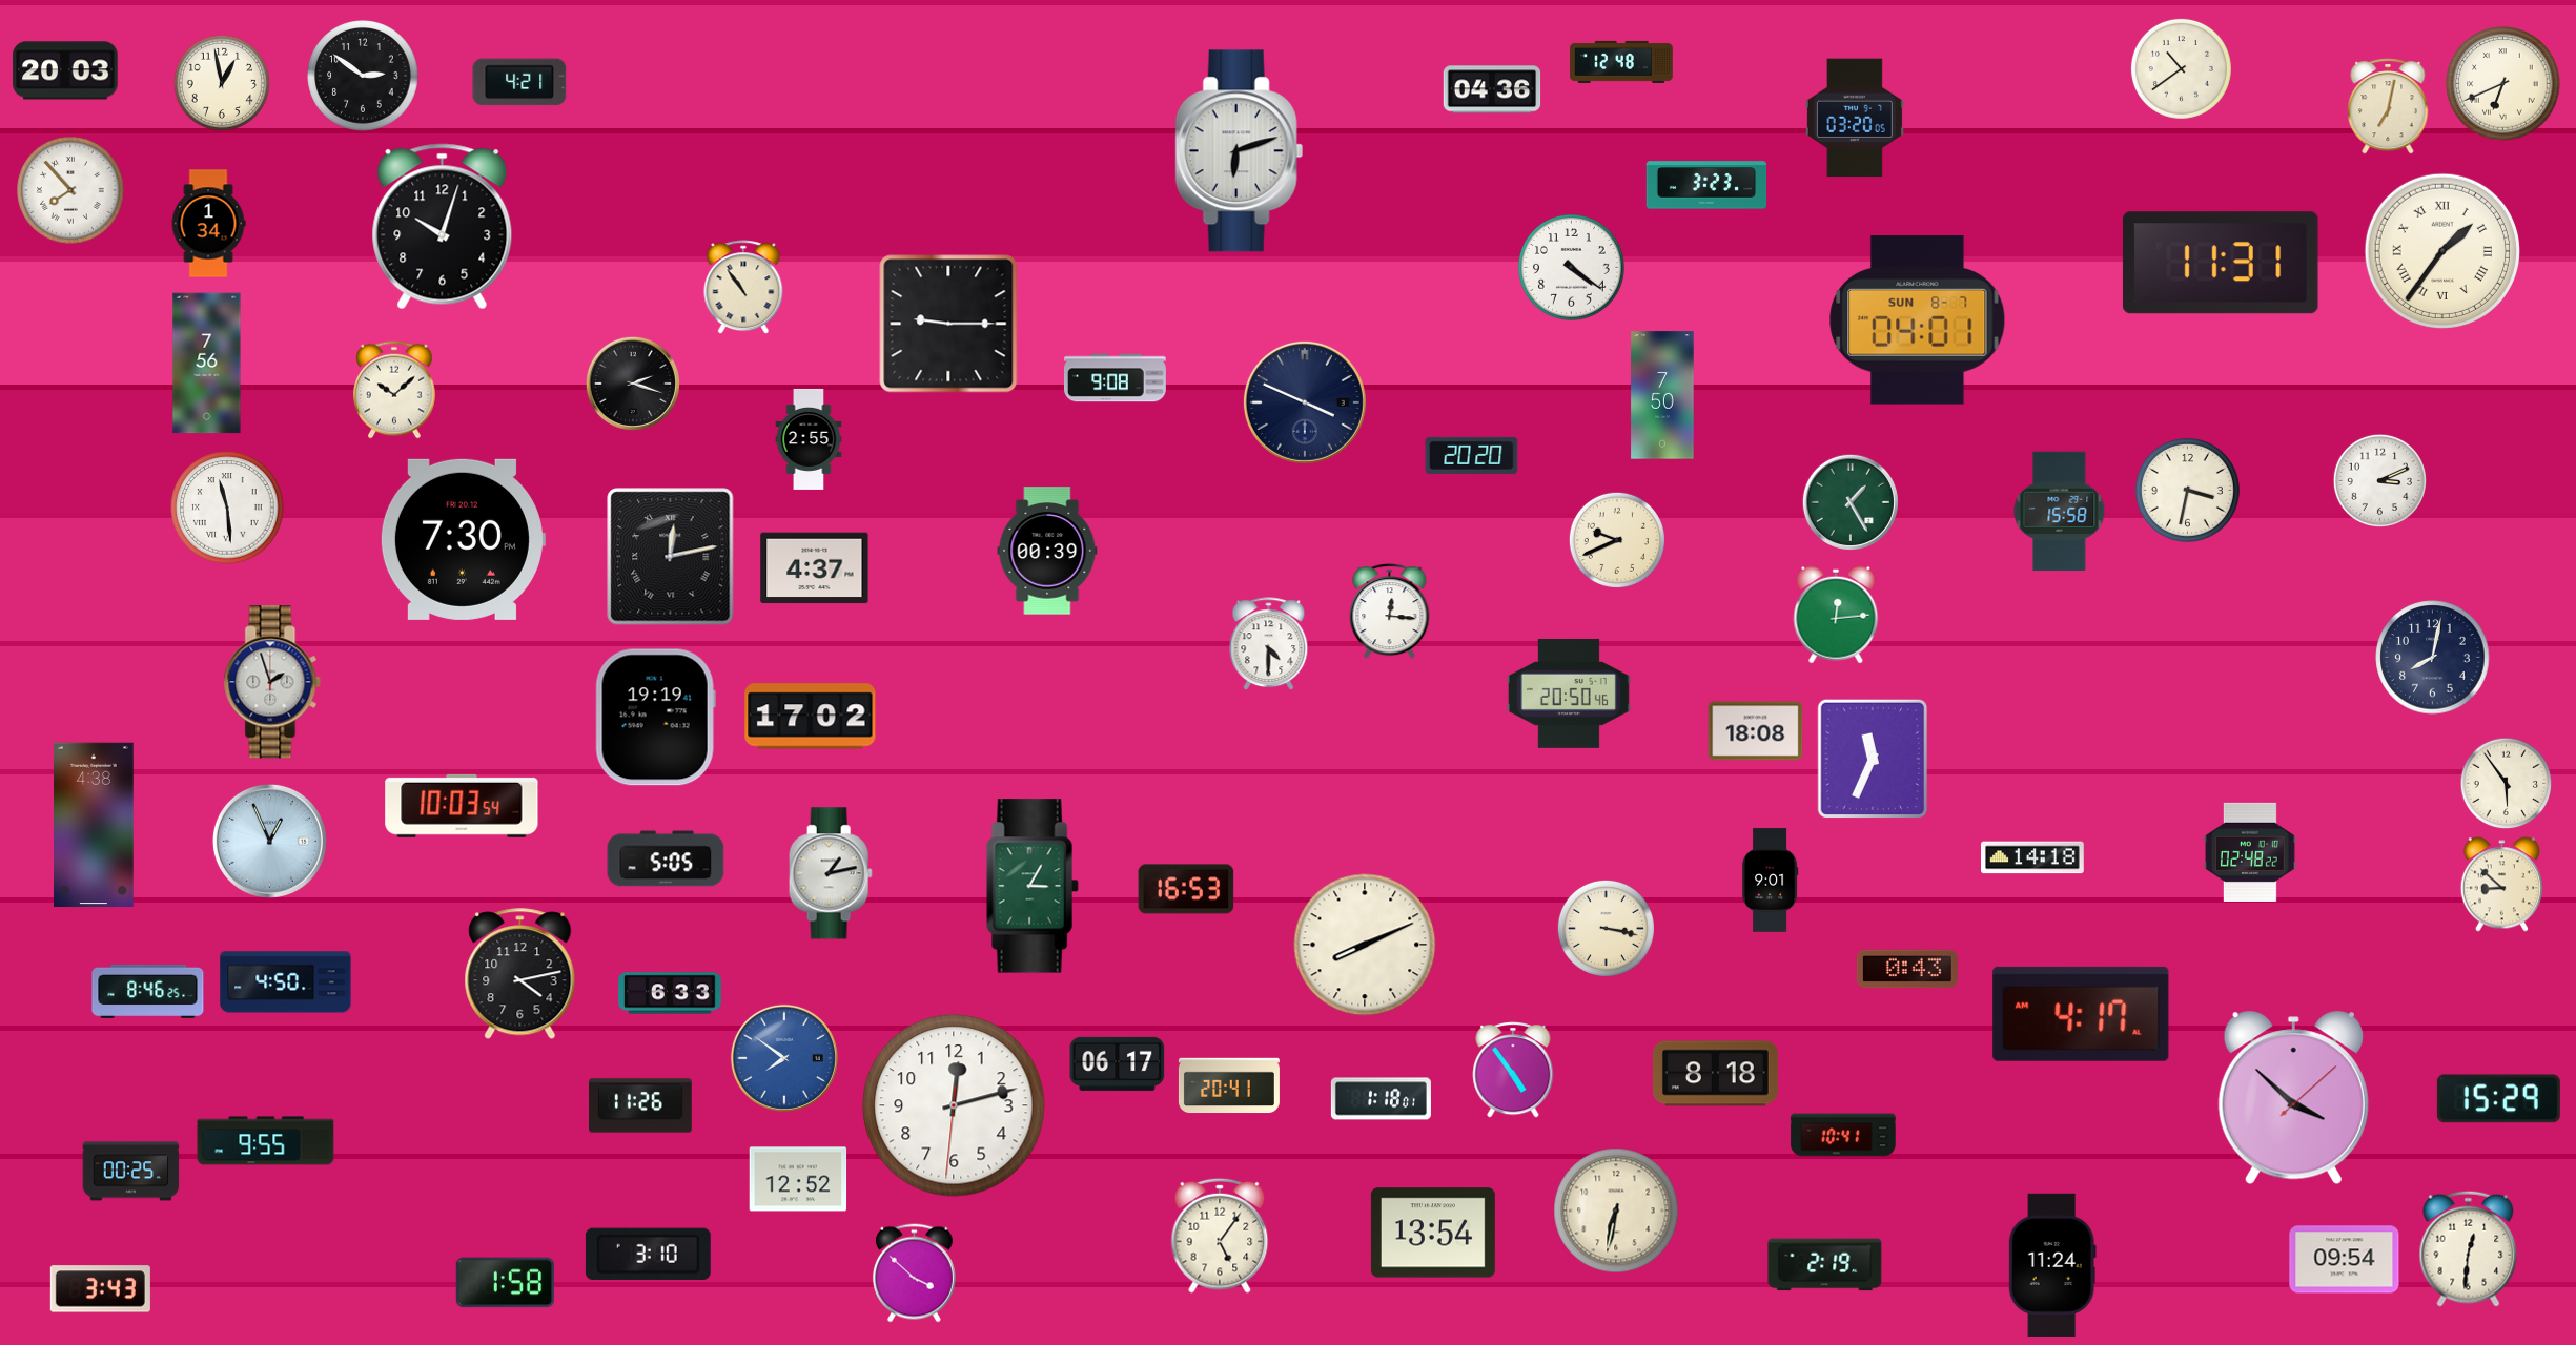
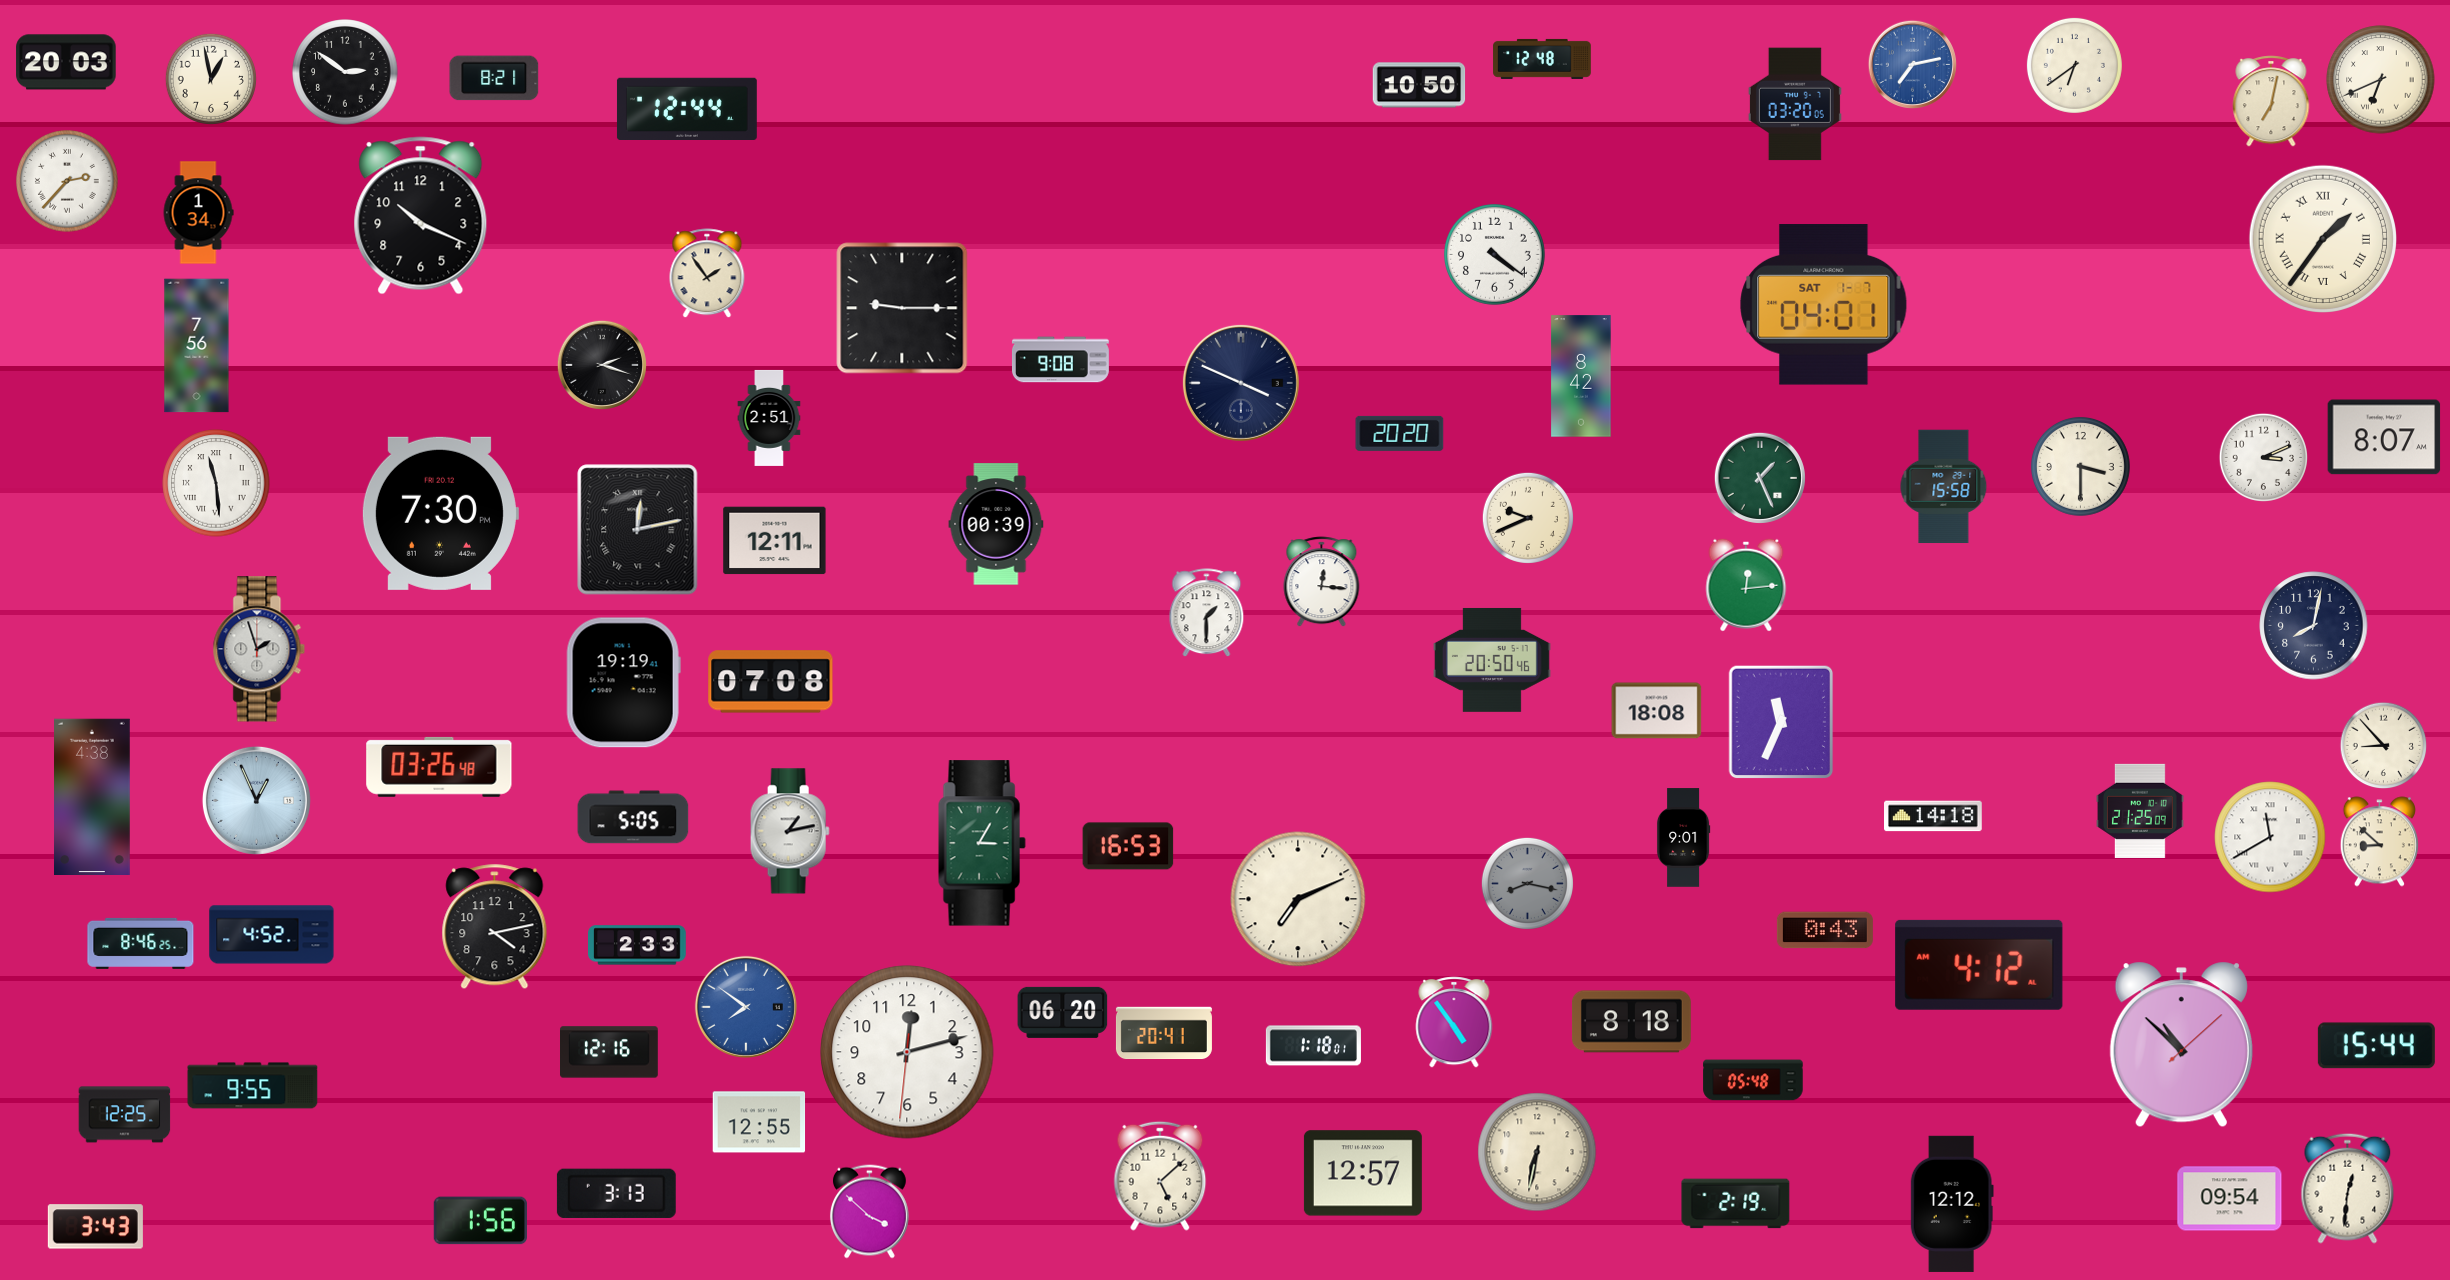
clock at (1912, 64): none -> 7:13
clock at (2181, 68): 10:39 -> 6:39
clock at (65, 70) position: (65, 70) -> (66, 62)
clock at (519, 82): 4:21 -> 8:21
clock at (1492, 89): 04:36 -> 10:50
clock at (687, 108): none -> 12:44
clock at (1855, 118) position: (1855, 118) -> (1795, 104)
clock at (1239, 151): 6:12 -> none
clock at (1706, 185): 3:23 -> none
clock at (71, 191): 7:53 -> 2:37
clock at (443, 227): 10:03 -> 10:19
clock at (2221, 263): 11:31 -> none
clock at (743, 288): 10:54 -> 1:54
clock at (1918, 320) date: SUN 8-7 -> SAT 1-7
clock at (394, 390): 10:08 -> none
clock at (1662, 395): 7:50 -> 8:42
clock at (809, 439): 2:55 -> 2:51
clock at (2384, 437): none -> 8:07
clock at (2187, 490): 3:32 -> 3:30
clock at (1851, 502): 1:25 -> 1:26
clock at (2060, 512) position: (2060, 512) -> (1944, 487)
clock at (1617, 540) position: (1617, 540) -> (1528, 518)
clock at (815, 568): 4:37 -> 12:11
clock at (1269, 644): 4:30 -> 1:30
clock at (811, 717): 17:02 -> 07:08
clock at (1756, 731) position: (1756, 731) -> (1657, 711)
clock at (2507, 784): 5:54 -> 8:53
clock at (462, 806): 10:03 -> 03:26
clock at (95, 825) position: (95, 825) -> (93, 797)
clock at (2251, 852): 02:48 -> 21:25
clock at (2270, 837): none -> 11:40
clock at (1606, 928): 3:17 -> 8:17
clock at (1606, 928) dial: cream -> grey
clock at (1365, 945): 8:11 -> 7:11
clock at (1907, 969) position: (1907, 969) -> (1825, 930)
clock at (286, 982): 4:50 -> 4:52
clock at (671, 993): 6:33 -> 2:33
clock at (2081, 1014): 4:17 -> 4:12
clock at (1118, 1063): 06:17 -> 06:20
clock at (1513, 1070) position: (1513, 1070) -> (1454, 1022)
clock at (1229, 1085) position: (1229, 1085) -> (1164, 1033)
clock at (2293, 1098): 3:52 -> 10:52
clock at (2498, 1099): 15:29 -> 15:44
clock at (641, 1105): 11:26 -> 12:16
clock at (1843, 1135): 10:41 -> 05:48
clock at (131, 1172): 00:25 -> 12:25
clock at (798, 1179): 12:52 -> 12:55
clock at (1433, 1233): 13:54 -> 12:57
clock at (1220, 1236): 5:06 -> 5:08
clock at (648, 1254): 3:10 -> 3:13
clock at (2052, 1265): 11:24 -> 12:12
clock at (505, 1283): 1:58 -> 1:56
